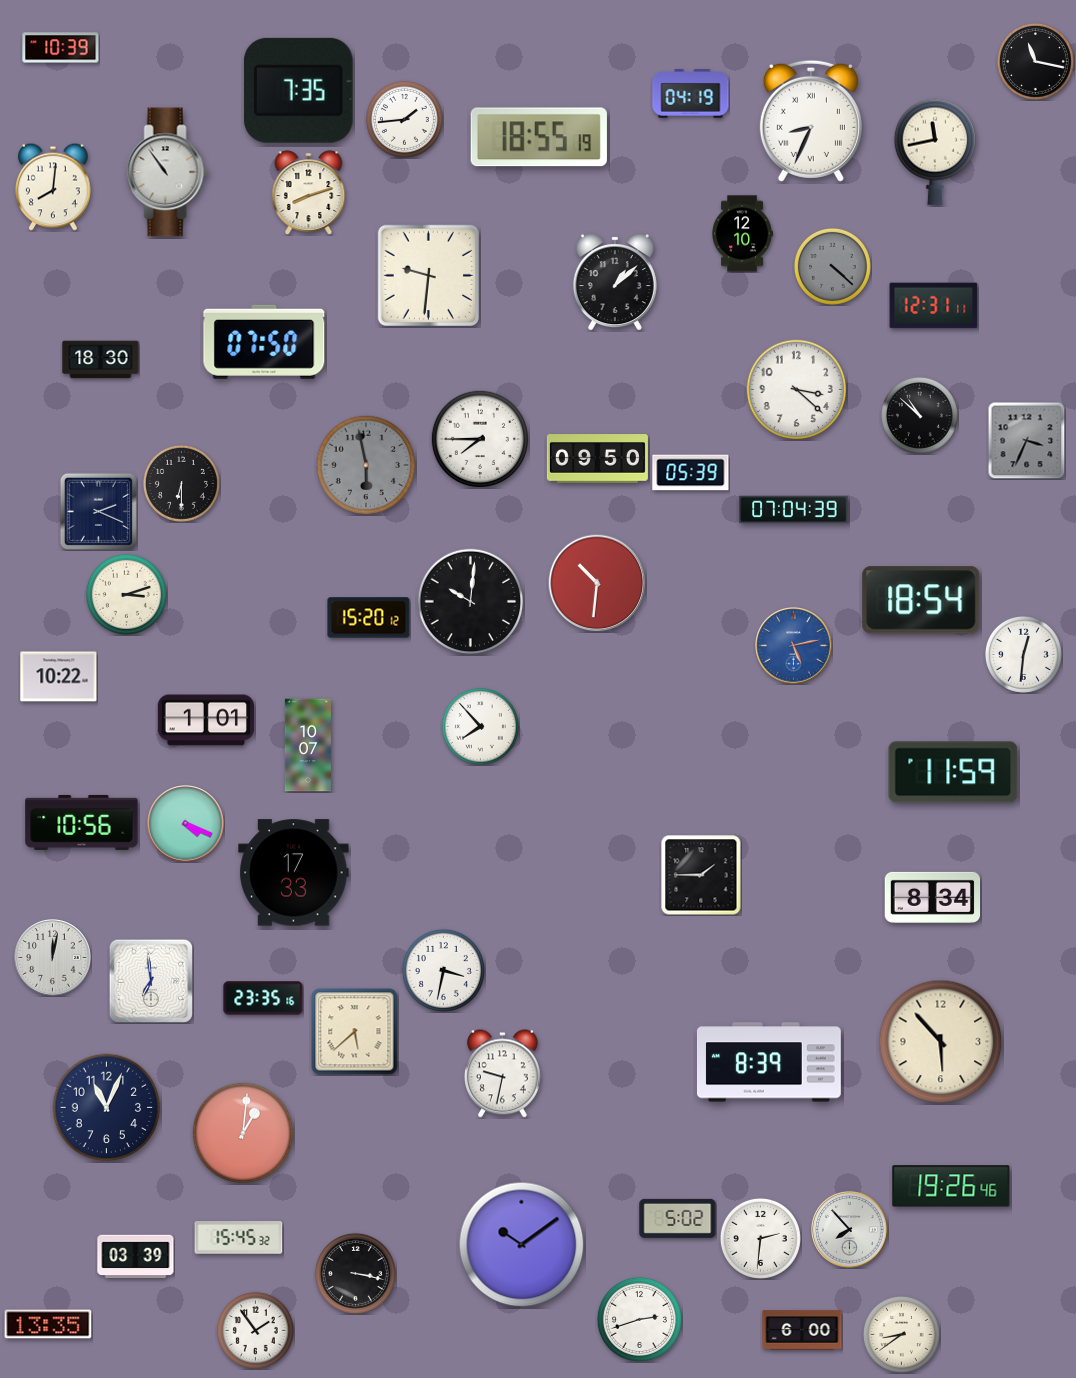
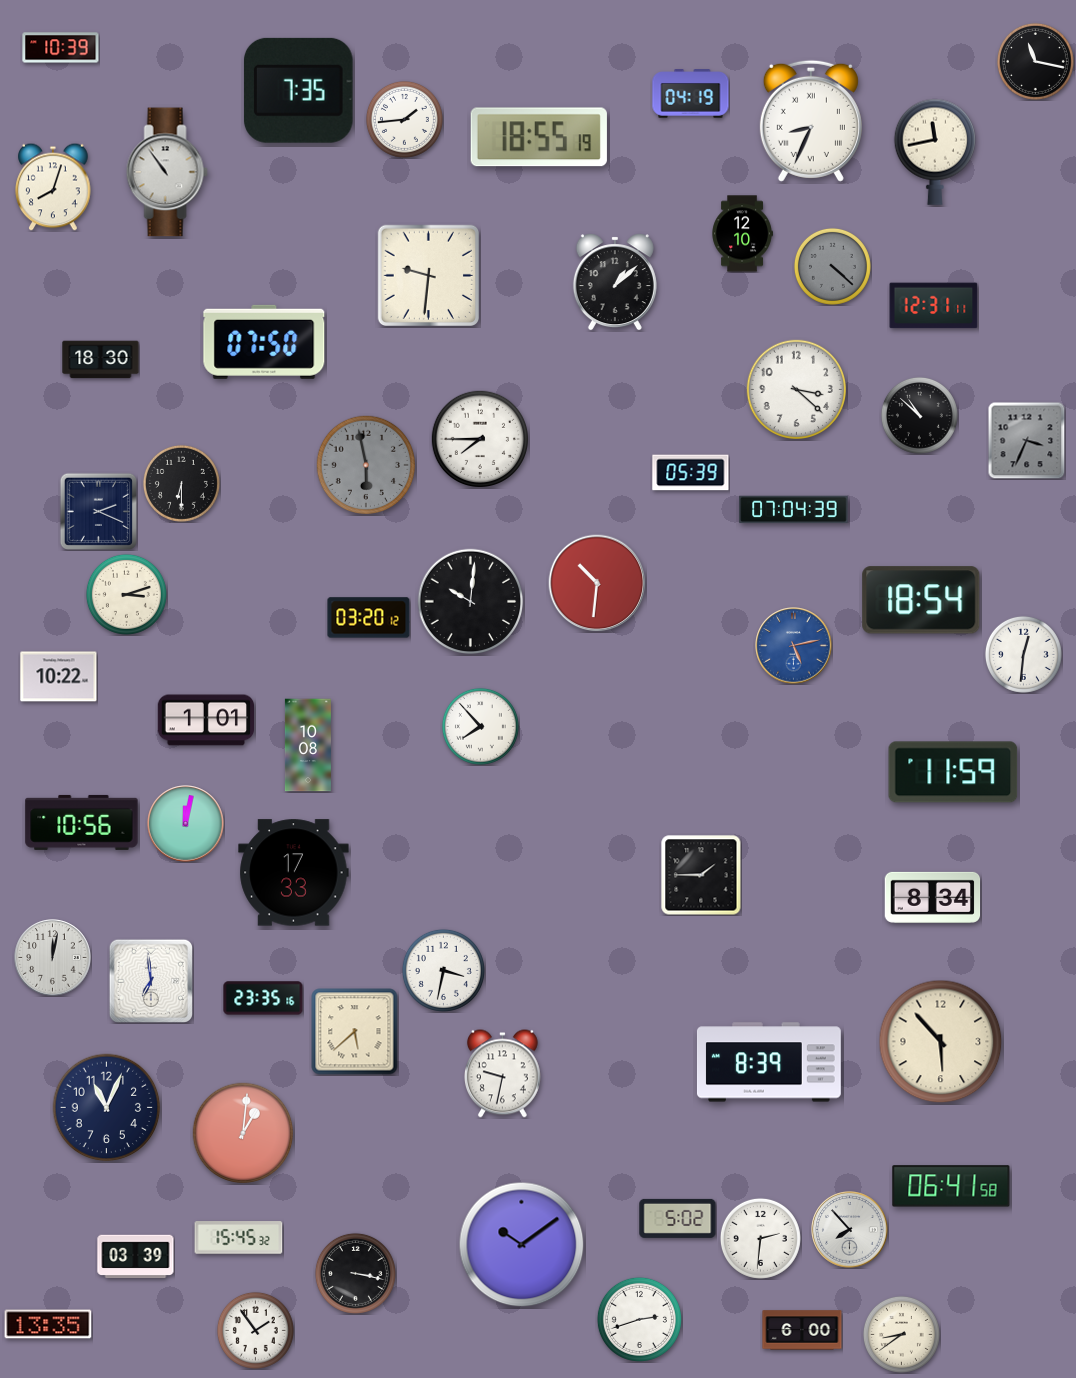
clock at (53, 187): 8:01 -> 8:03
clock at (309, 193): 8:12 -> none
clock at (597, 459): 09:50 -> none
clock at (369, 618): 15:20 -> 03:20
clock at (308, 745): 10:07 -> 10:08
clock at (186, 824): 4:19 -> 12:02
clock at (951, 1186): 19:26 -> 06:41
